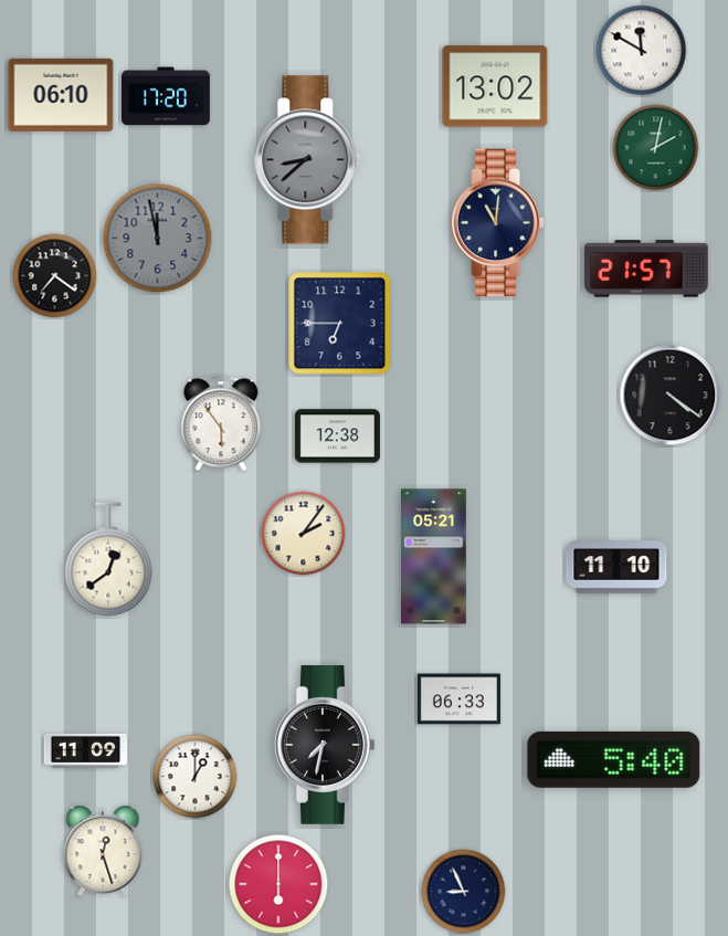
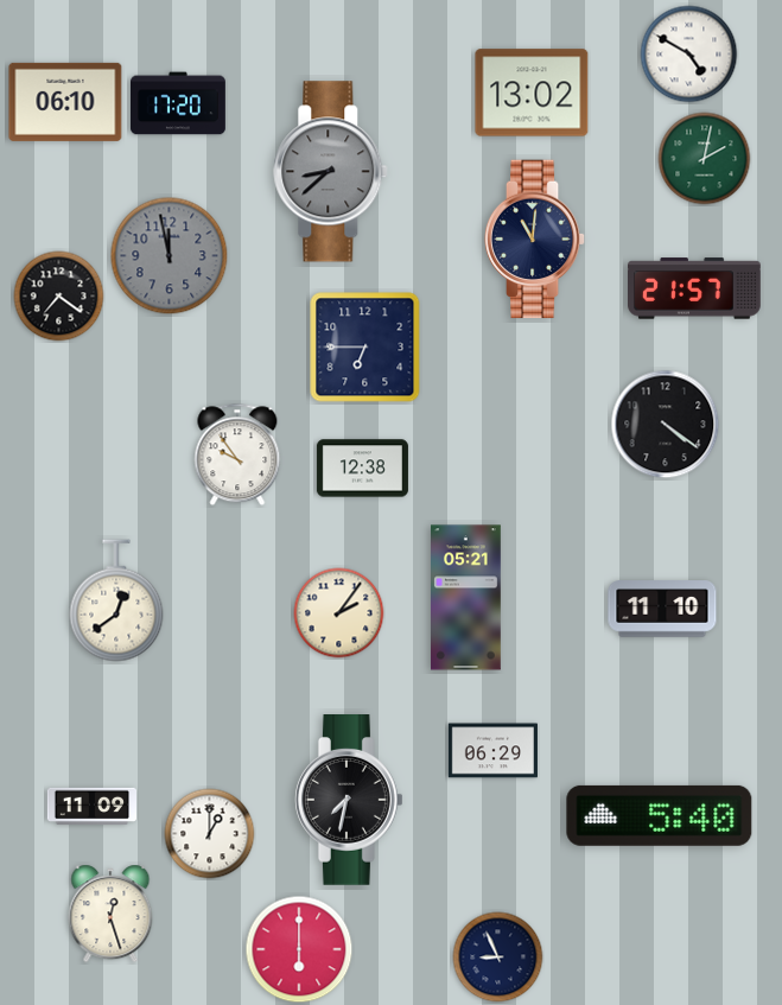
clock at (642, 51): 11:50 -> 4:50
clock at (671, 396) position: (671, 396) -> (666, 425)
clock at (221, 423): 5:54 -> 9:54
clock at (304, 534) position: (304, 534) -> (339, 613)
clock at (458, 700): 06:33 -> 06:29
